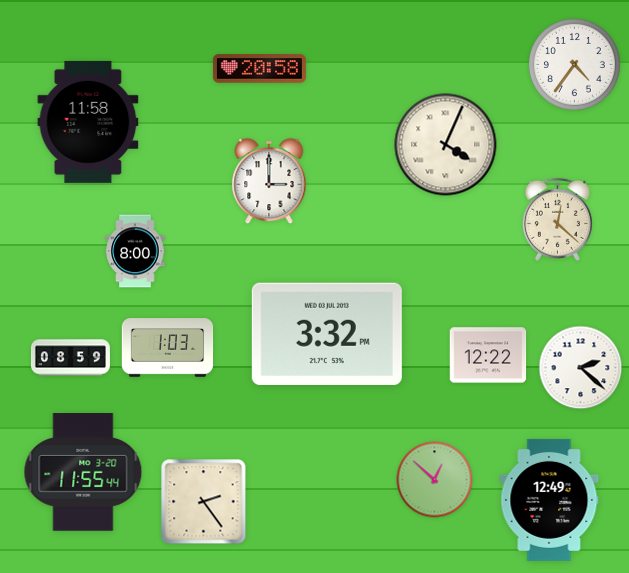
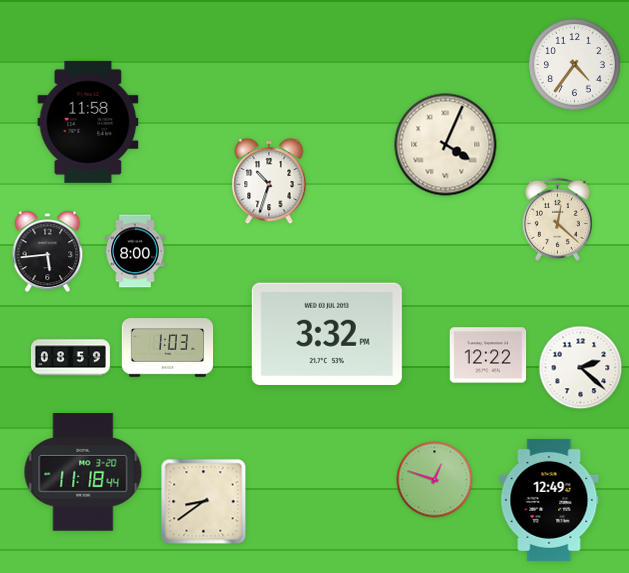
clock at (259, 69): 20:58 -> none
clock at (269, 181): 3:00 -> 10:33
clock at (48, 252): none -> 5:44
clock at (83, 472): 11:55 -> 11:18
clock at (435, 480): 12:52 -> 12:48
clock at (204, 502): 2:24 -> 8:39
